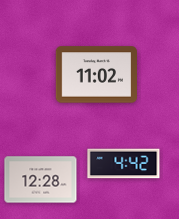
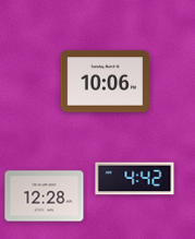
clock at (96, 75): 11:02 -> 10:06
